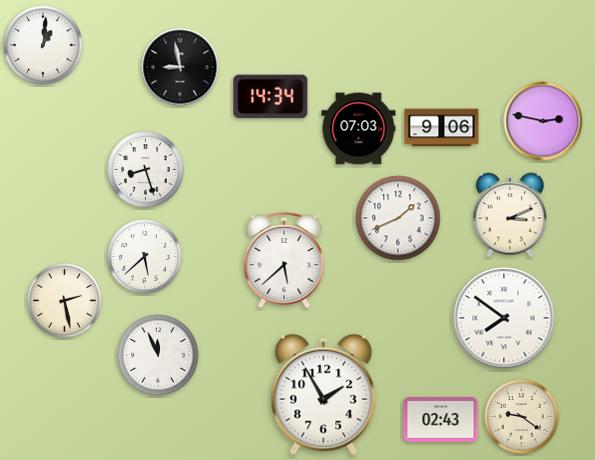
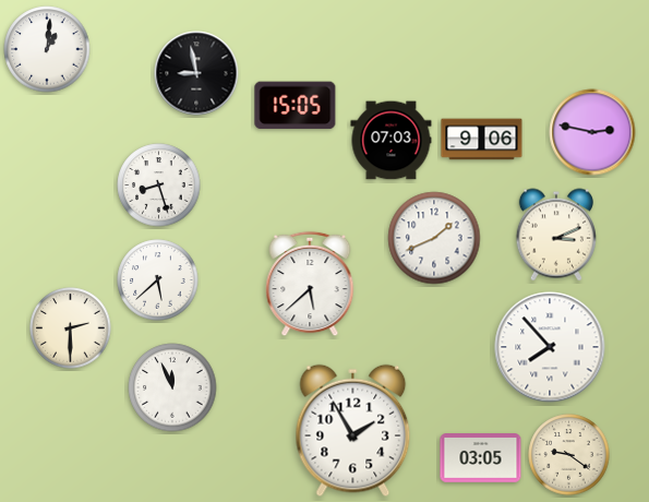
clock at (271, 97): 14:34 -> 15:05
clock at (65, 301): 2:28 -> 2:30
clock at (504, 318): 7:51 -> 7:53
clock at (441, 420): 02:43 -> 03:05
